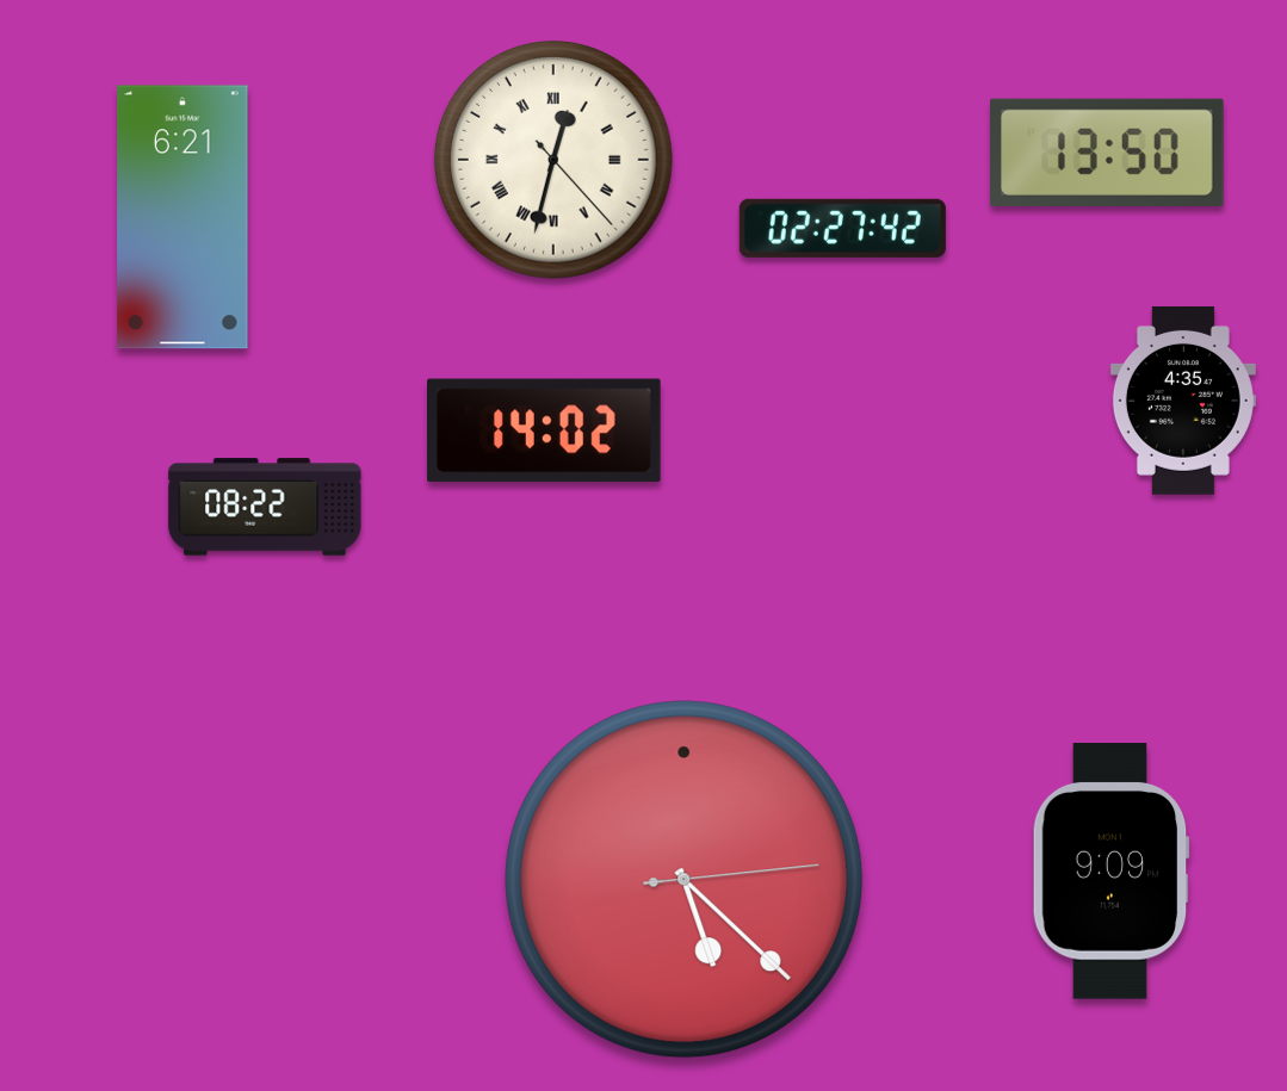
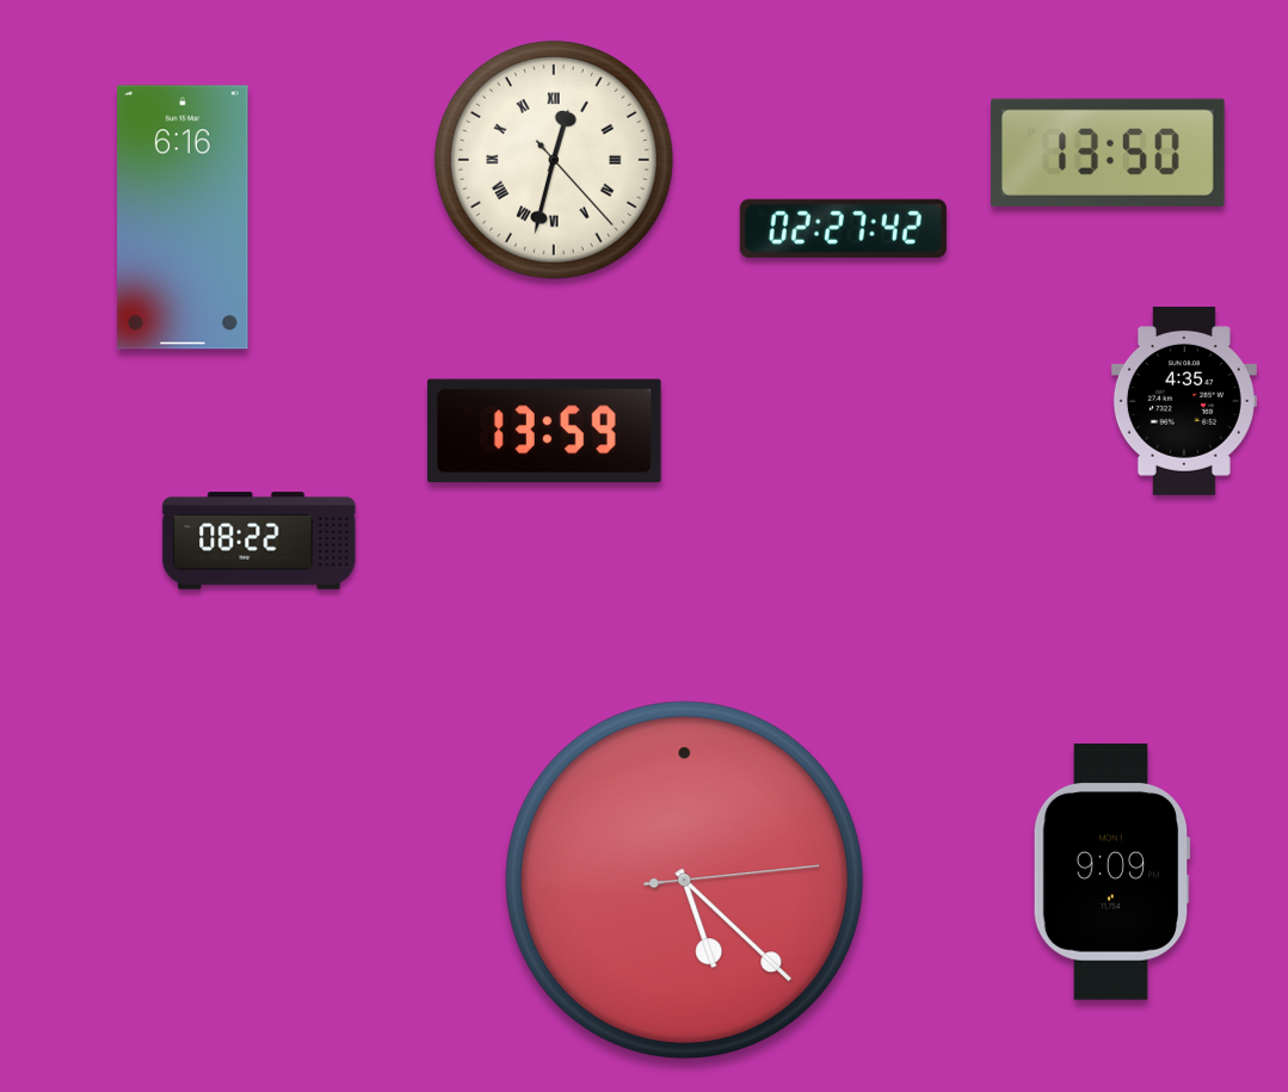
clock at (182, 217): 6:21 -> 6:16
clock at (545, 430): 14:02 -> 13:59
clock at (265, 507) position: (265, 507) -> (259, 541)
